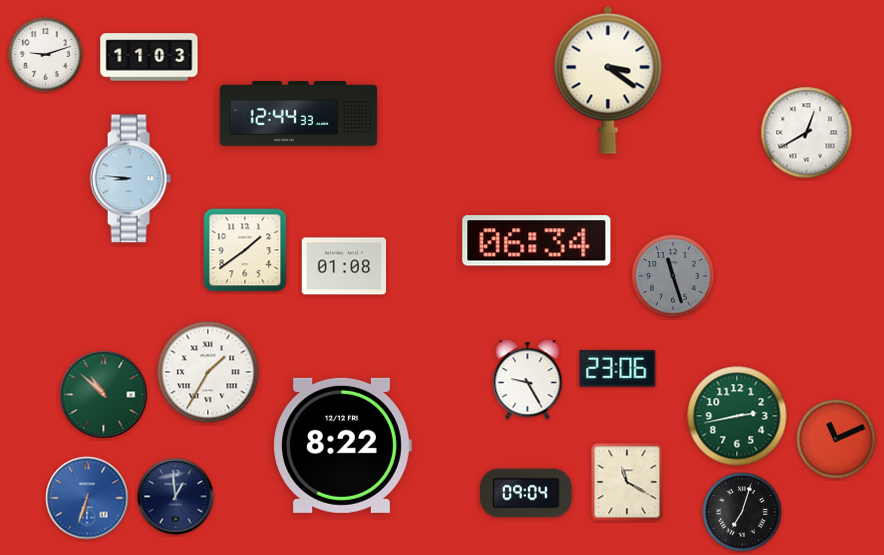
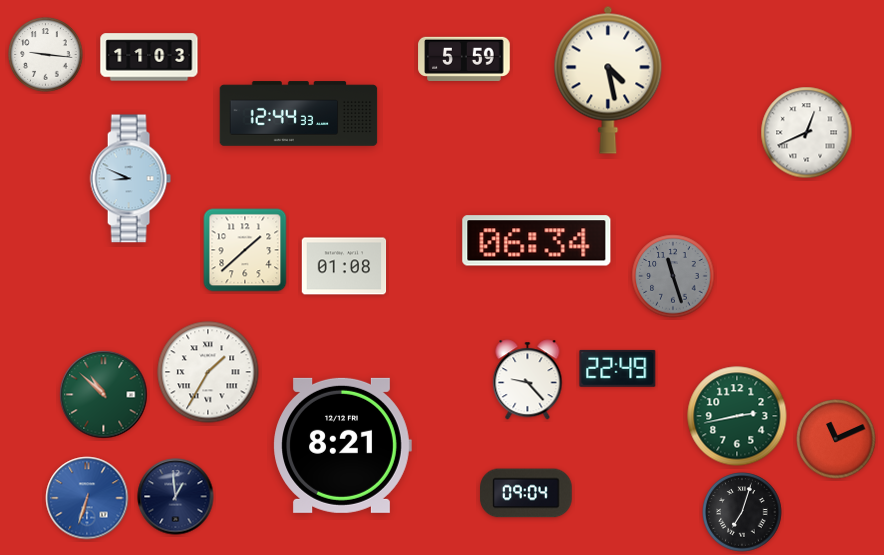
clock at (46, 55): 9:12 -> 9:16
clock at (464, 58): none -> 5:59
clock at (608, 80): 3:21 -> 4:28
clock at (807, 133): 12:40 -> 12:41
clock at (130, 179): 8:46 -> 8:49
clock at (245, 250): 1:39 -> 1:38
clock at (618, 368): 23:06 -> 22:49
clock at (528, 380): 9:25 -> 9:23
clock at (342, 445): 8:22 -> 8:21
clock at (627, 482): 11:20 -> none
